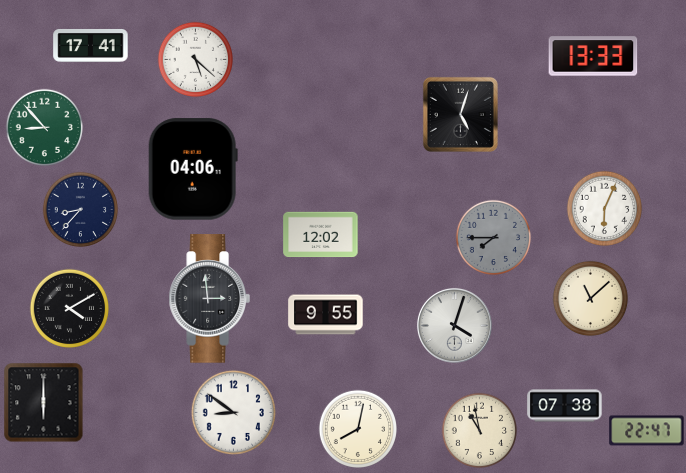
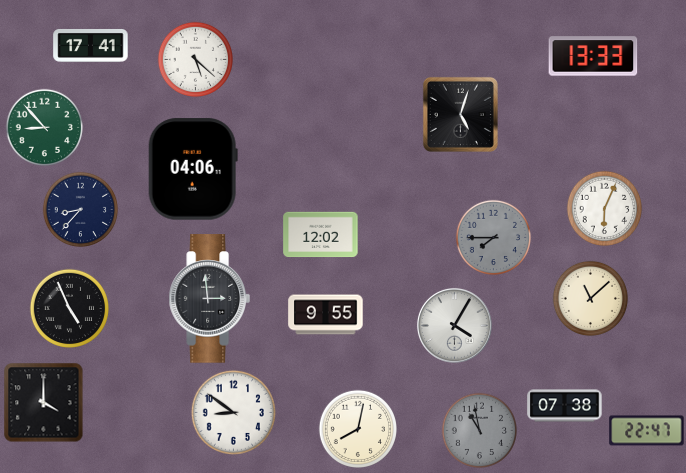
clock at (69, 308): 4:10 -> 4:56
clock at (454, 325): 4:03 -> 4:05
clock at (44, 403): 6:00 -> 4:00
clock at (480, 431) dial: cream -> grey
